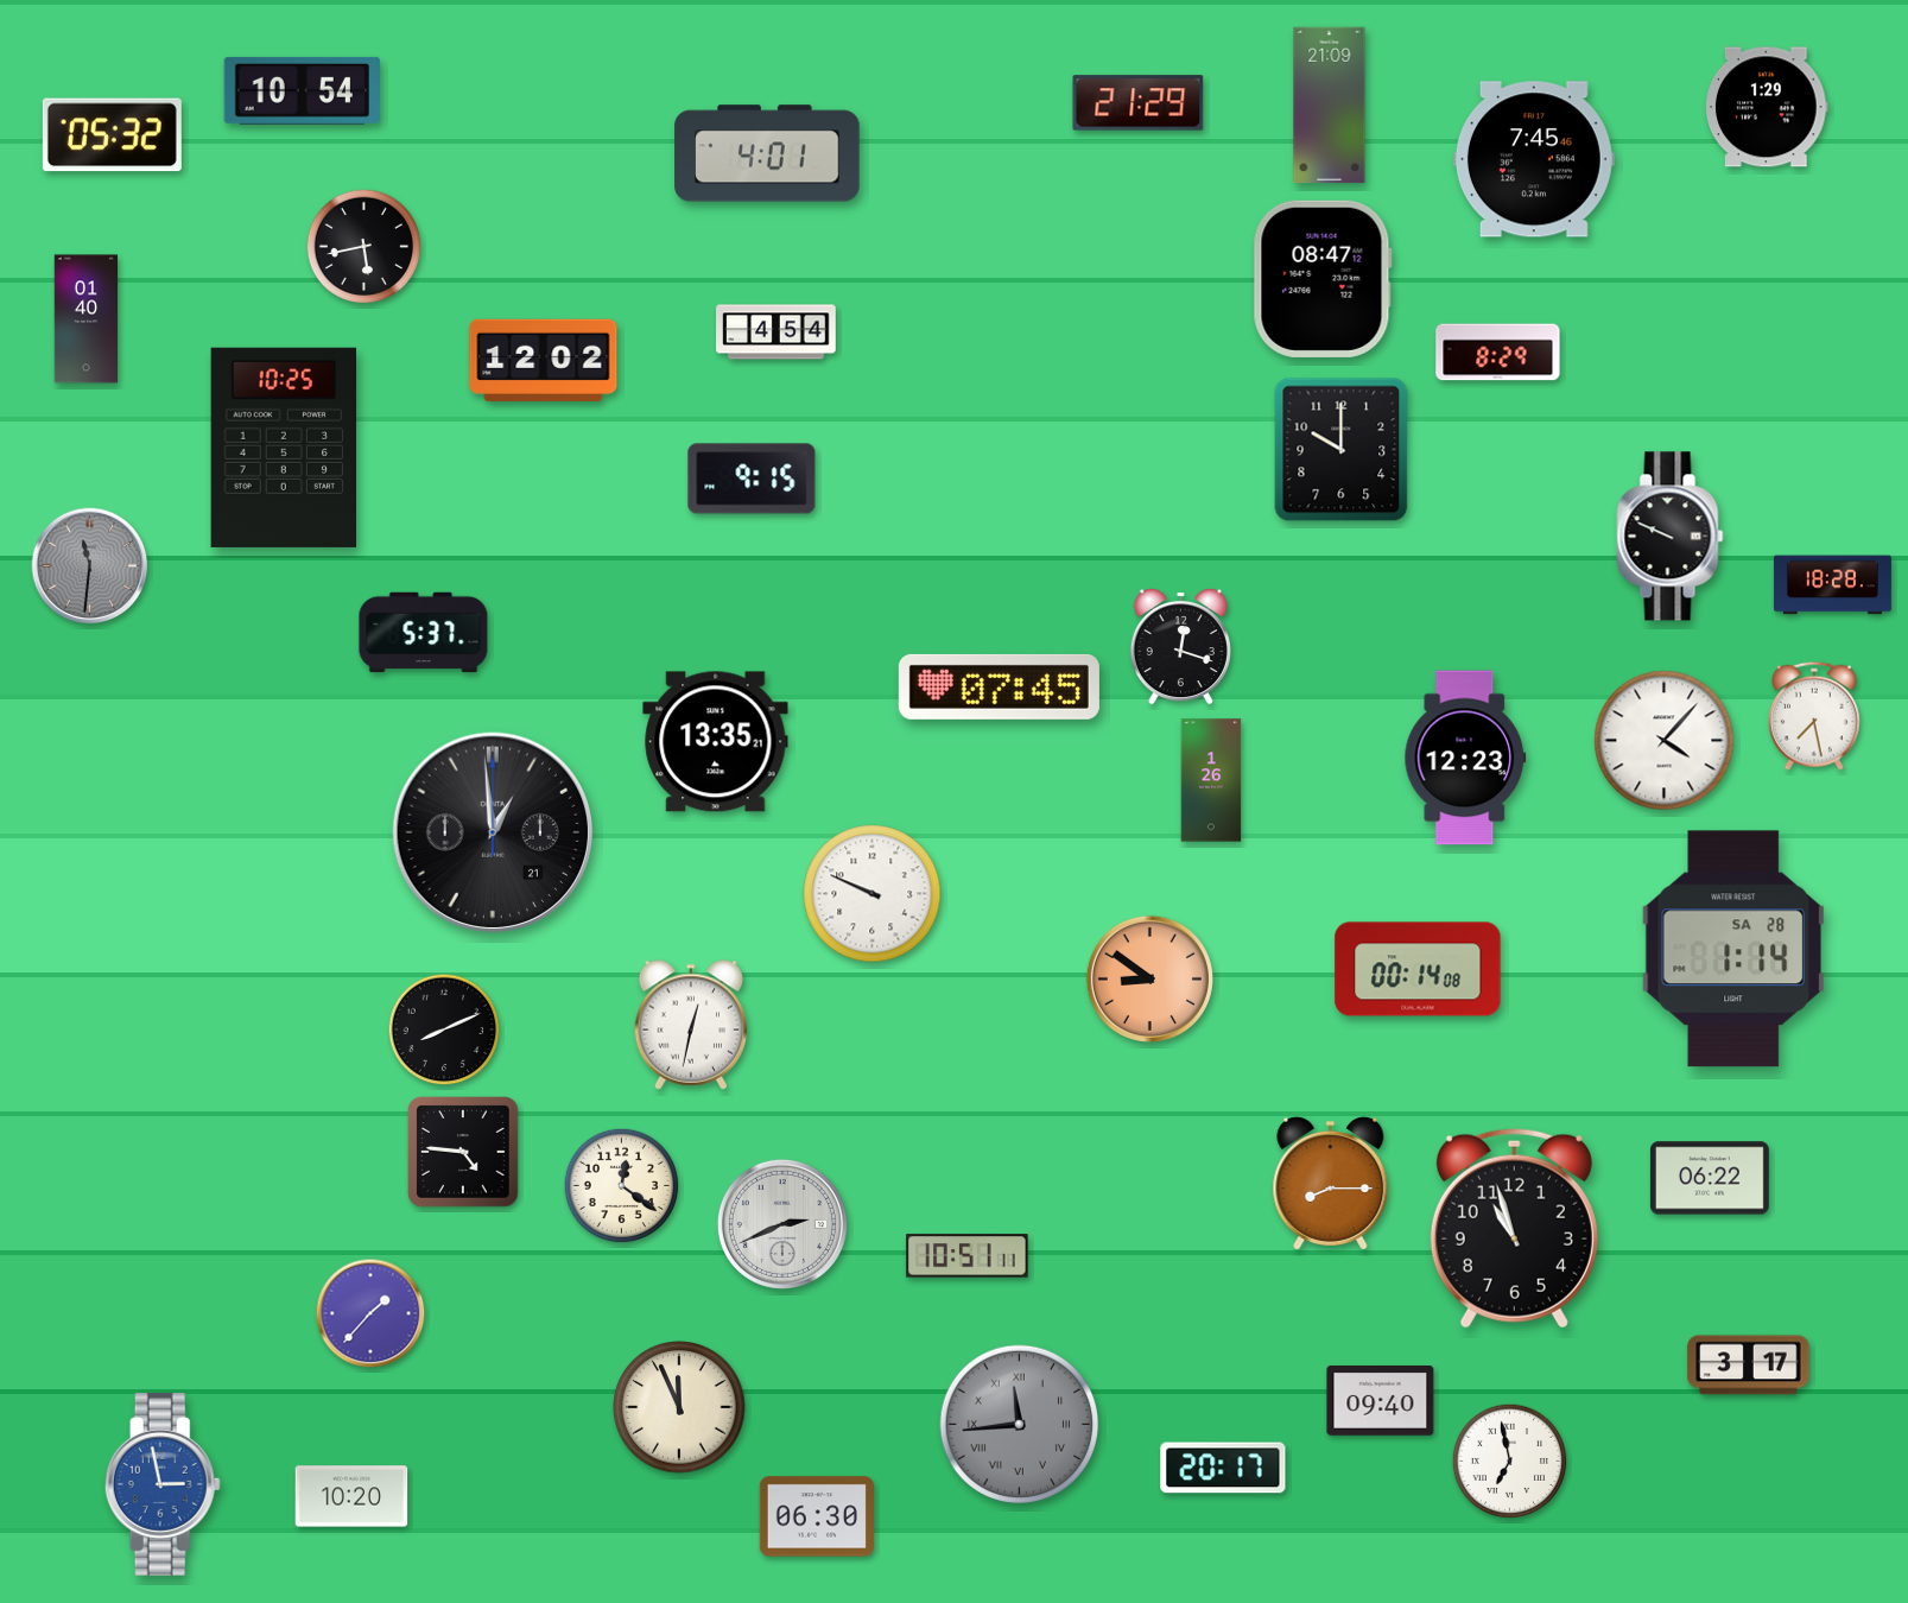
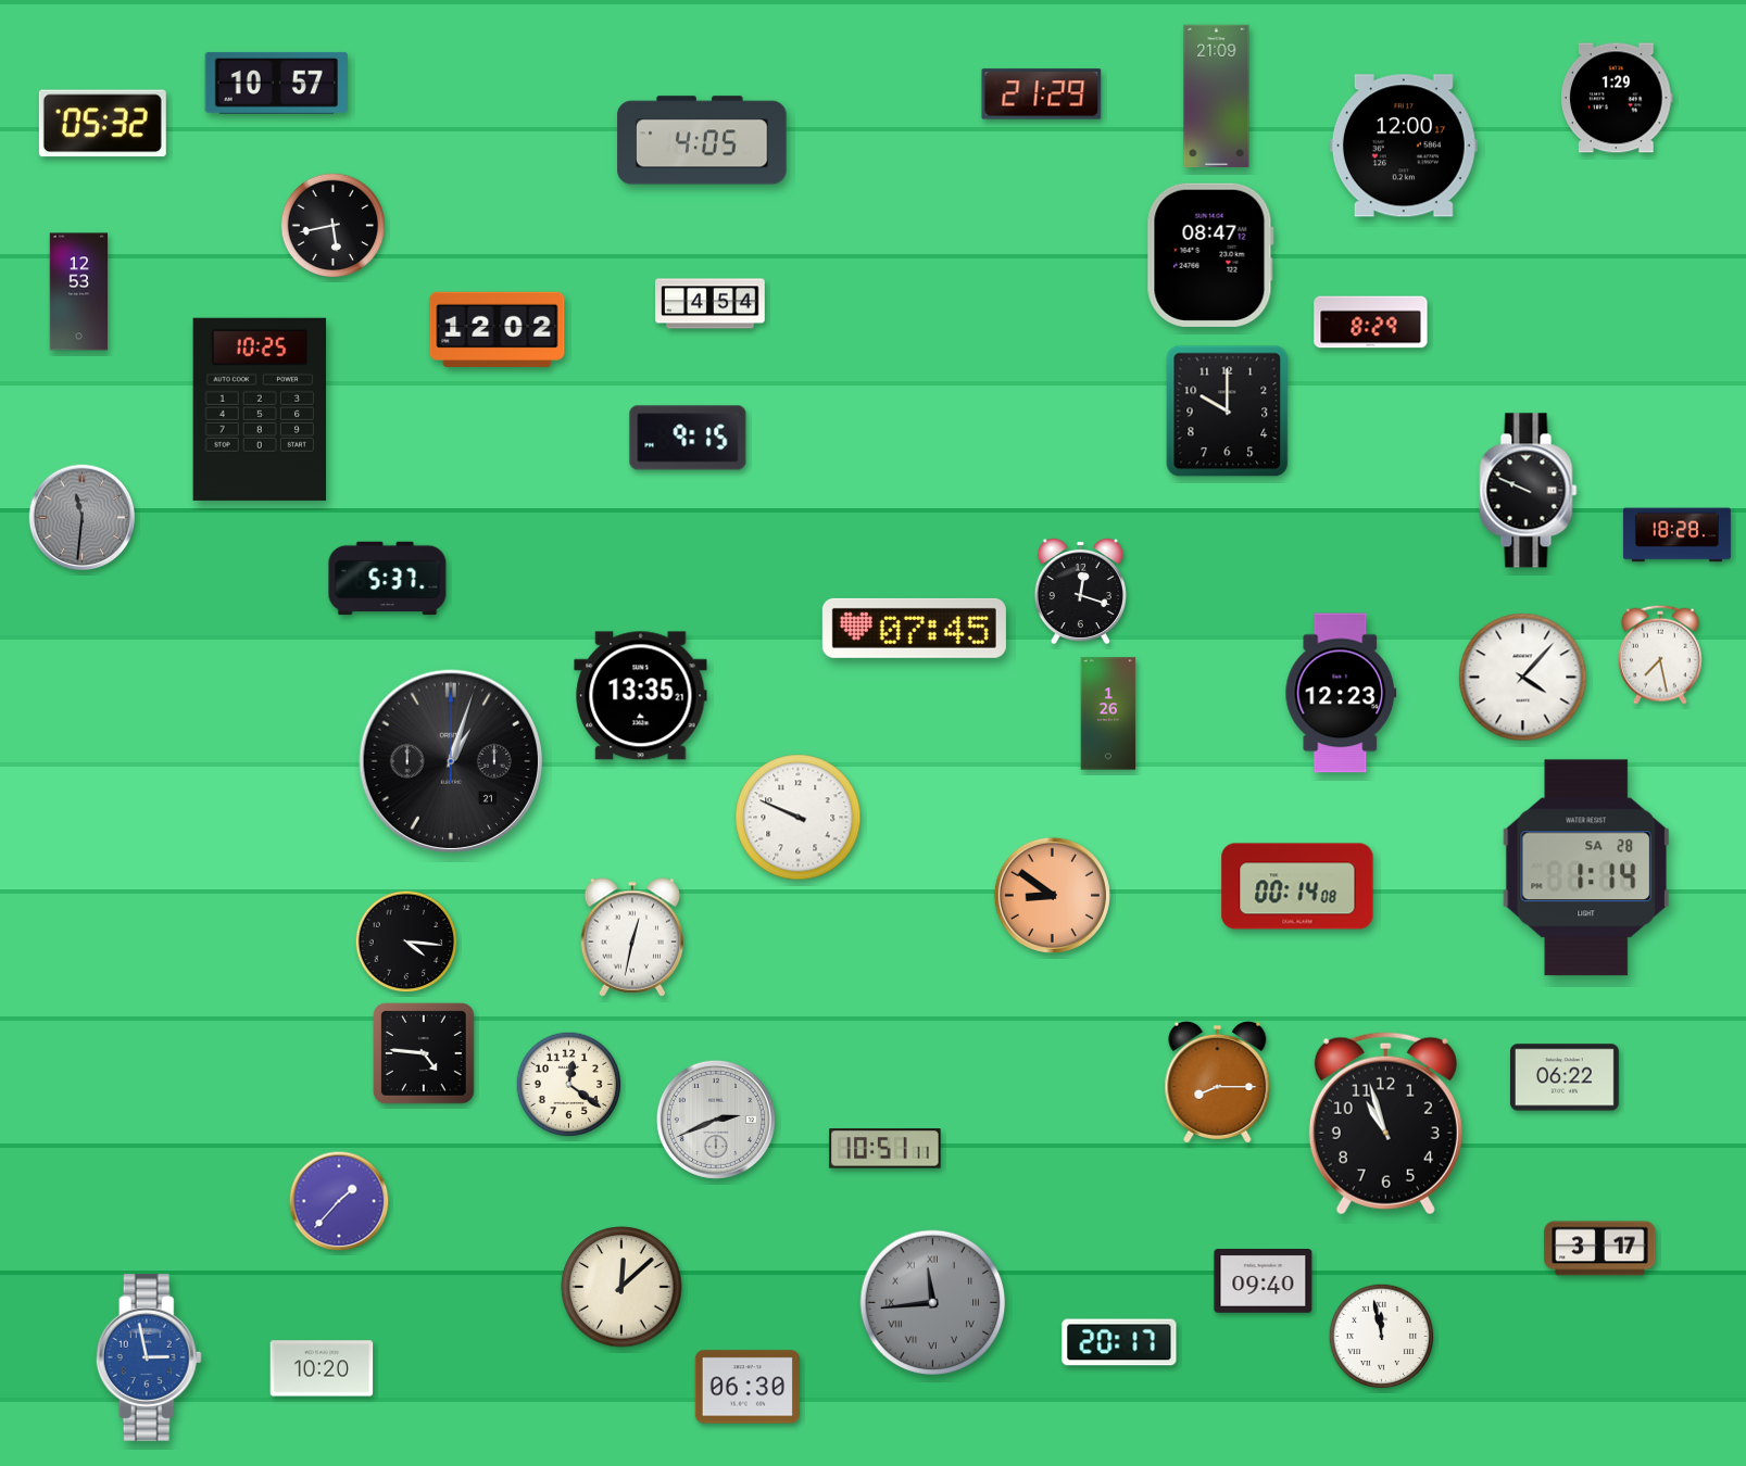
clock at (302, 90): 10:54 -> 10:57
clock at (767, 153): 4:01 -> 4:05
clock at (1534, 159): 7:45 -> 12:00
clock at (87, 319): 01:40 -> 12:53
clock at (716, 742) position: (716, 742) -> (641, 696)
clock at (493, 832): 12:59 -> 1:03
clock at (444, 1029): 8:11 -> 4:16
clock at (679, 1407): 11:56 -> 12:08
clock at (1510, 1462): 6:58 -> 11:58
